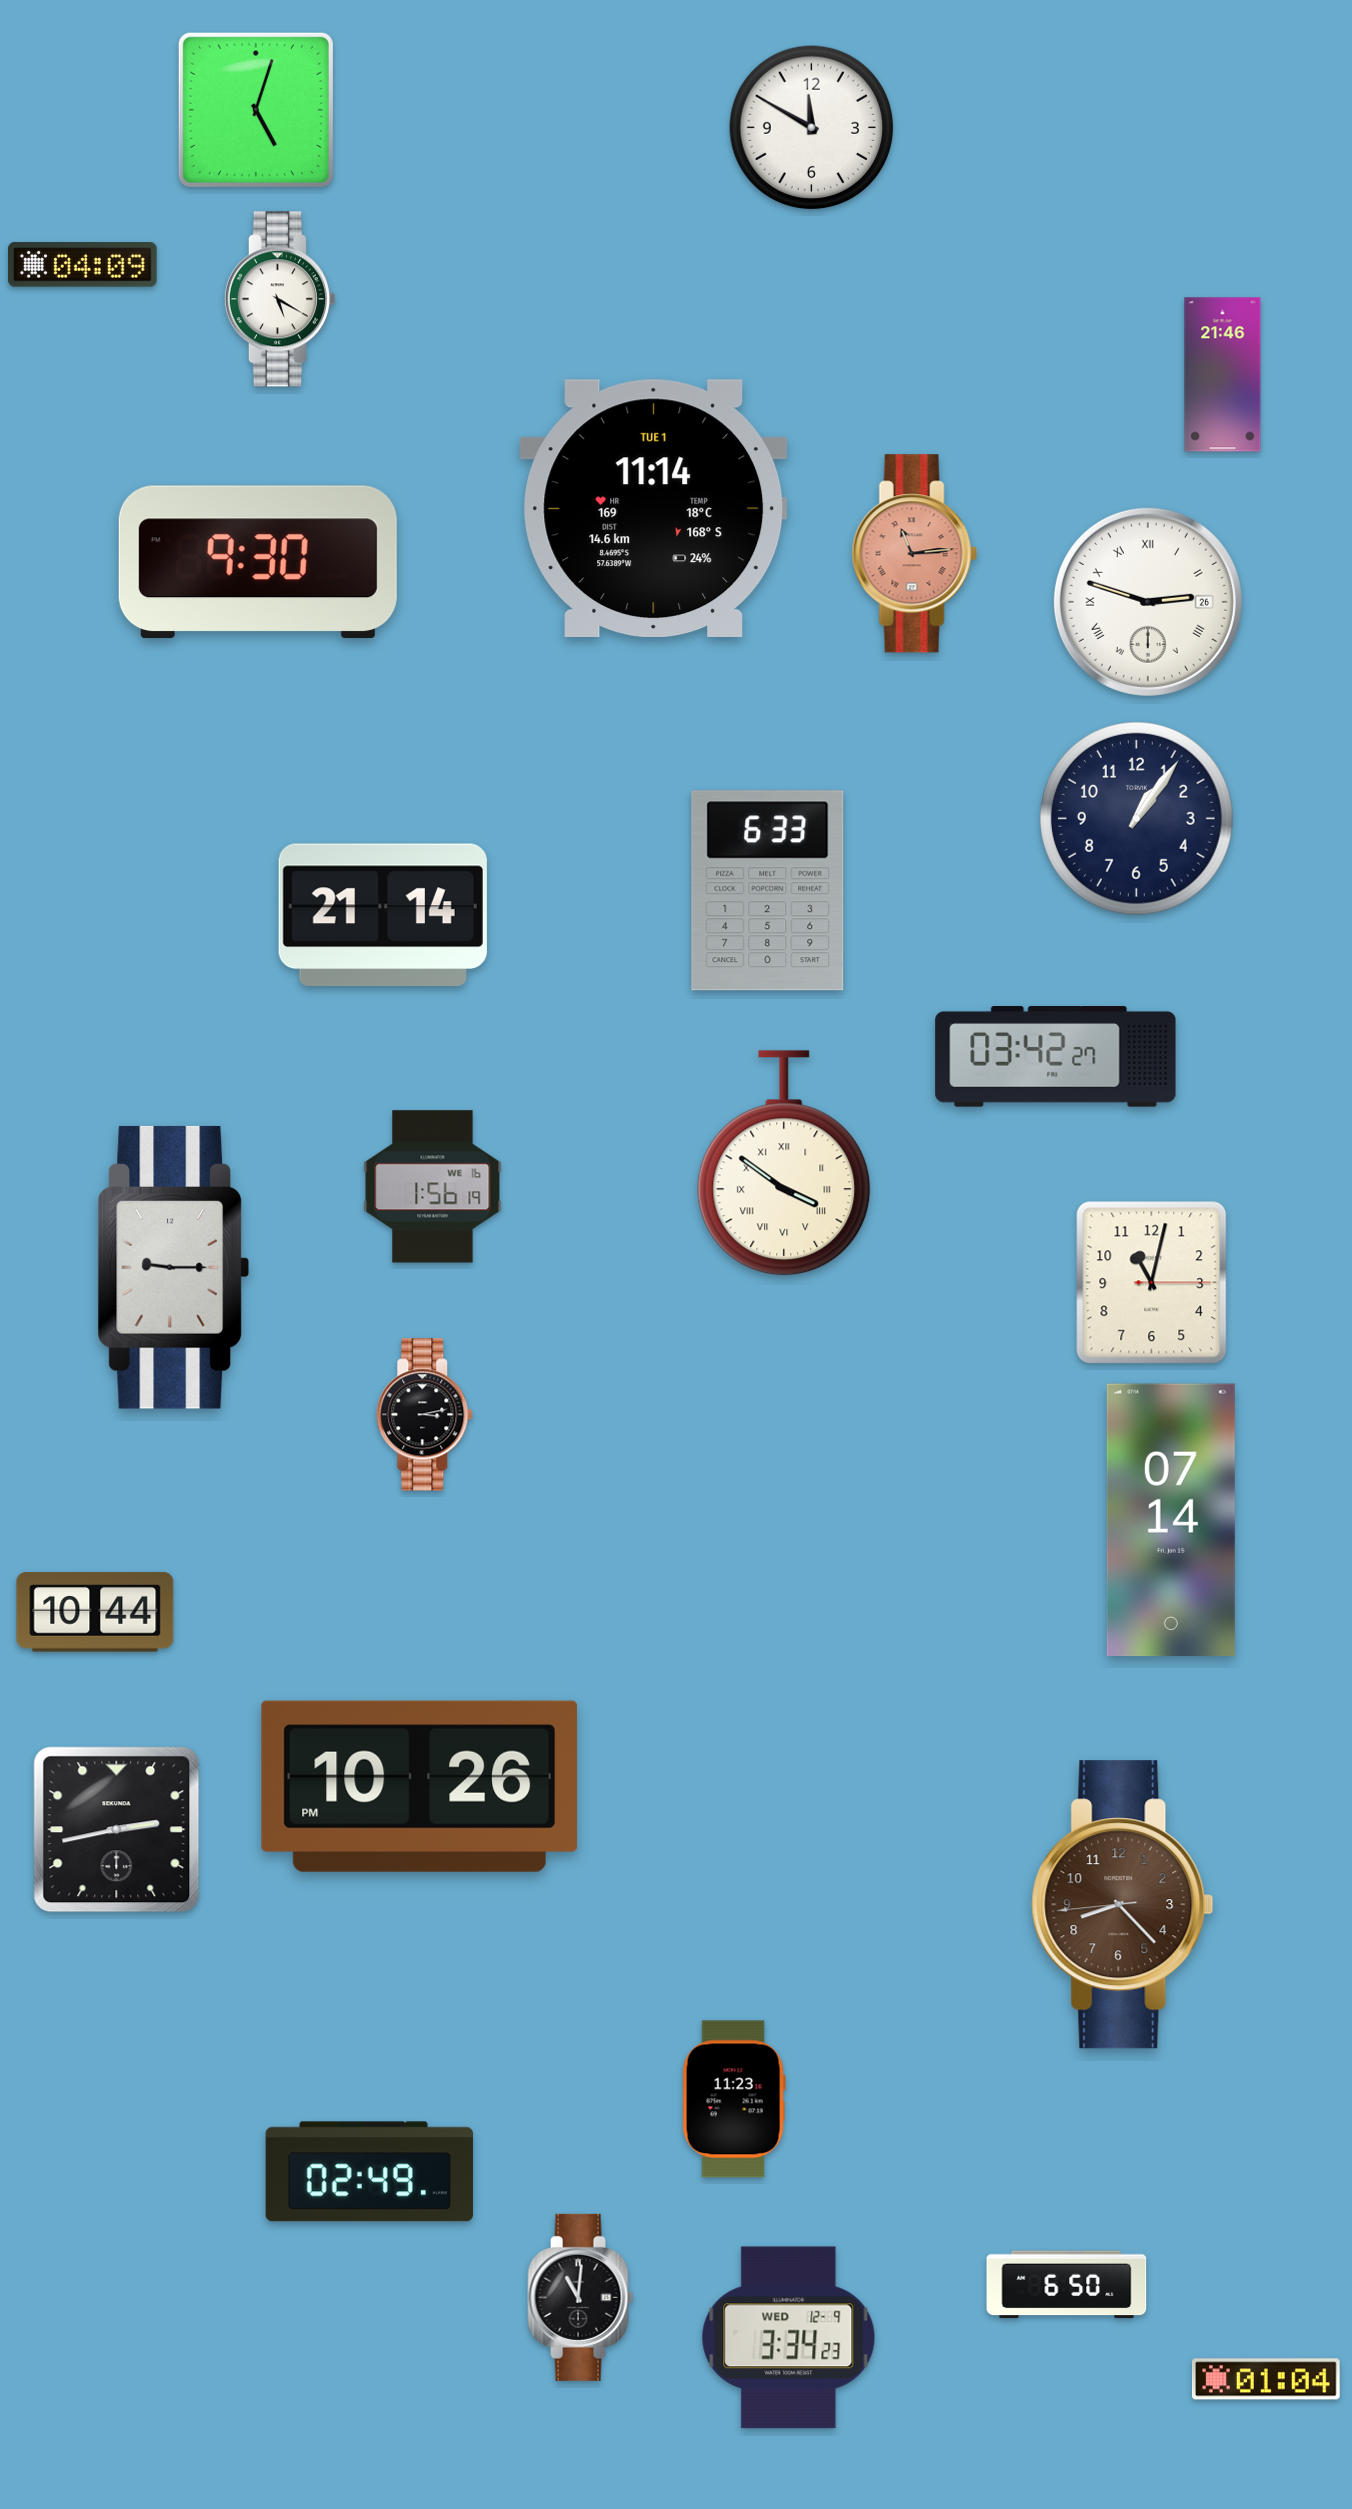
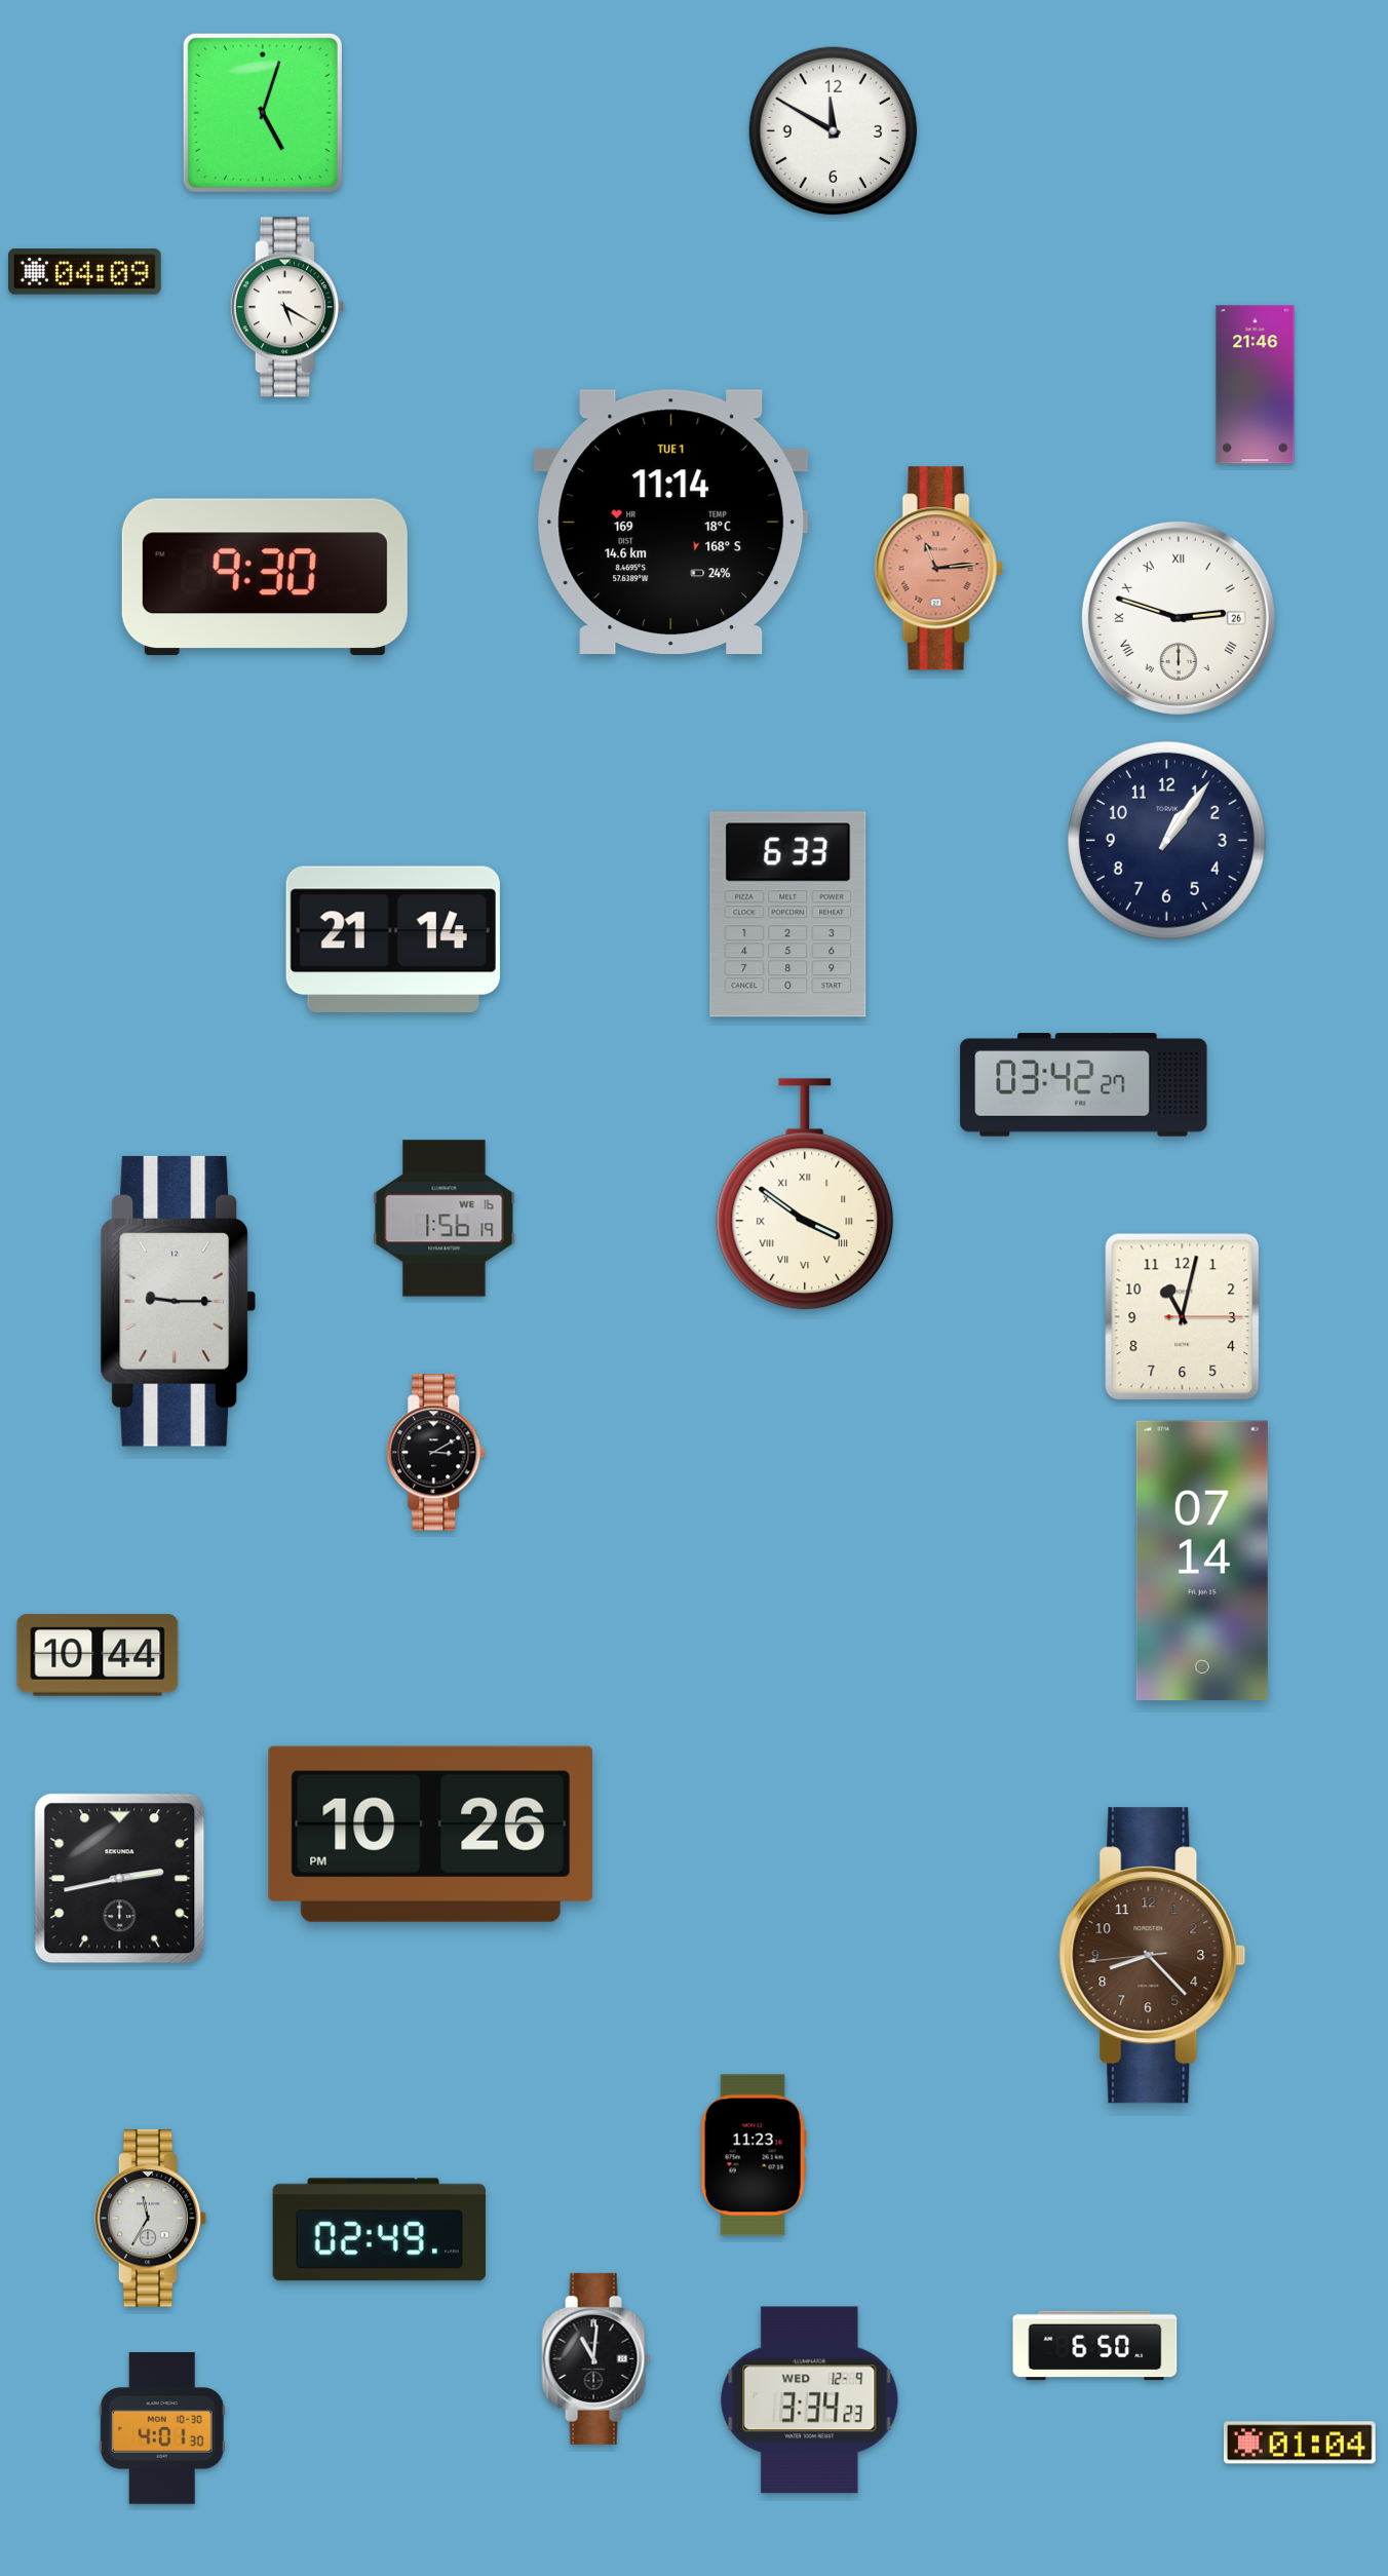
clock at (425, 1415): 3:13 -> 3:10
clock at (151, 2219): none -> 11:35
clock at (162, 2429): none -> 4:01
